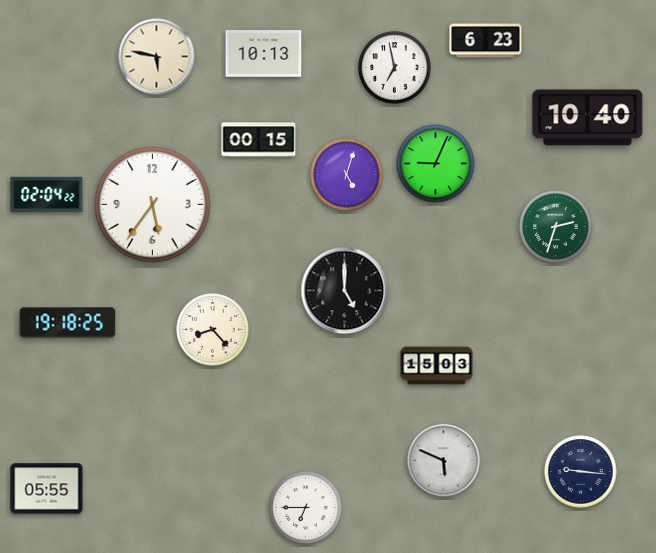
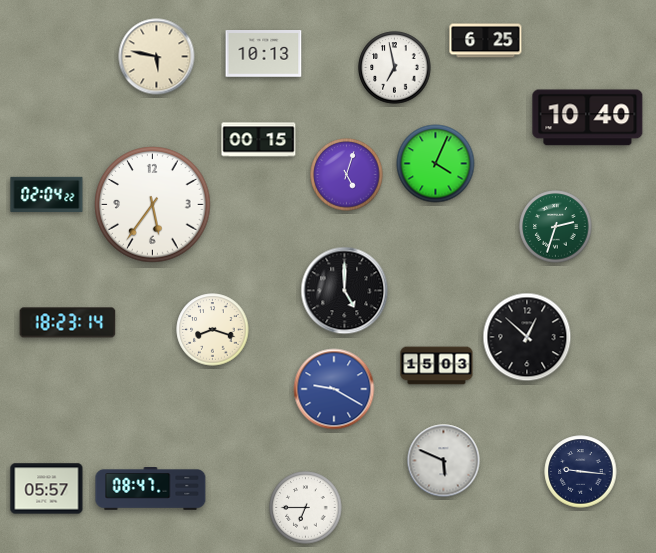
clock at (486, 41): 6:23 -> 6:25
clock at (436, 164): 9:04 -> 4:04
clock at (68, 323): 19:18 -> 18:23
clock at (213, 330): 8:23 -> 8:18
clock at (527, 337): none -> 12:52
clock at (334, 389): none -> 9:20
clock at (47, 489): 05:55 -> 05:57
clock at (151, 489): none -> 08:47
